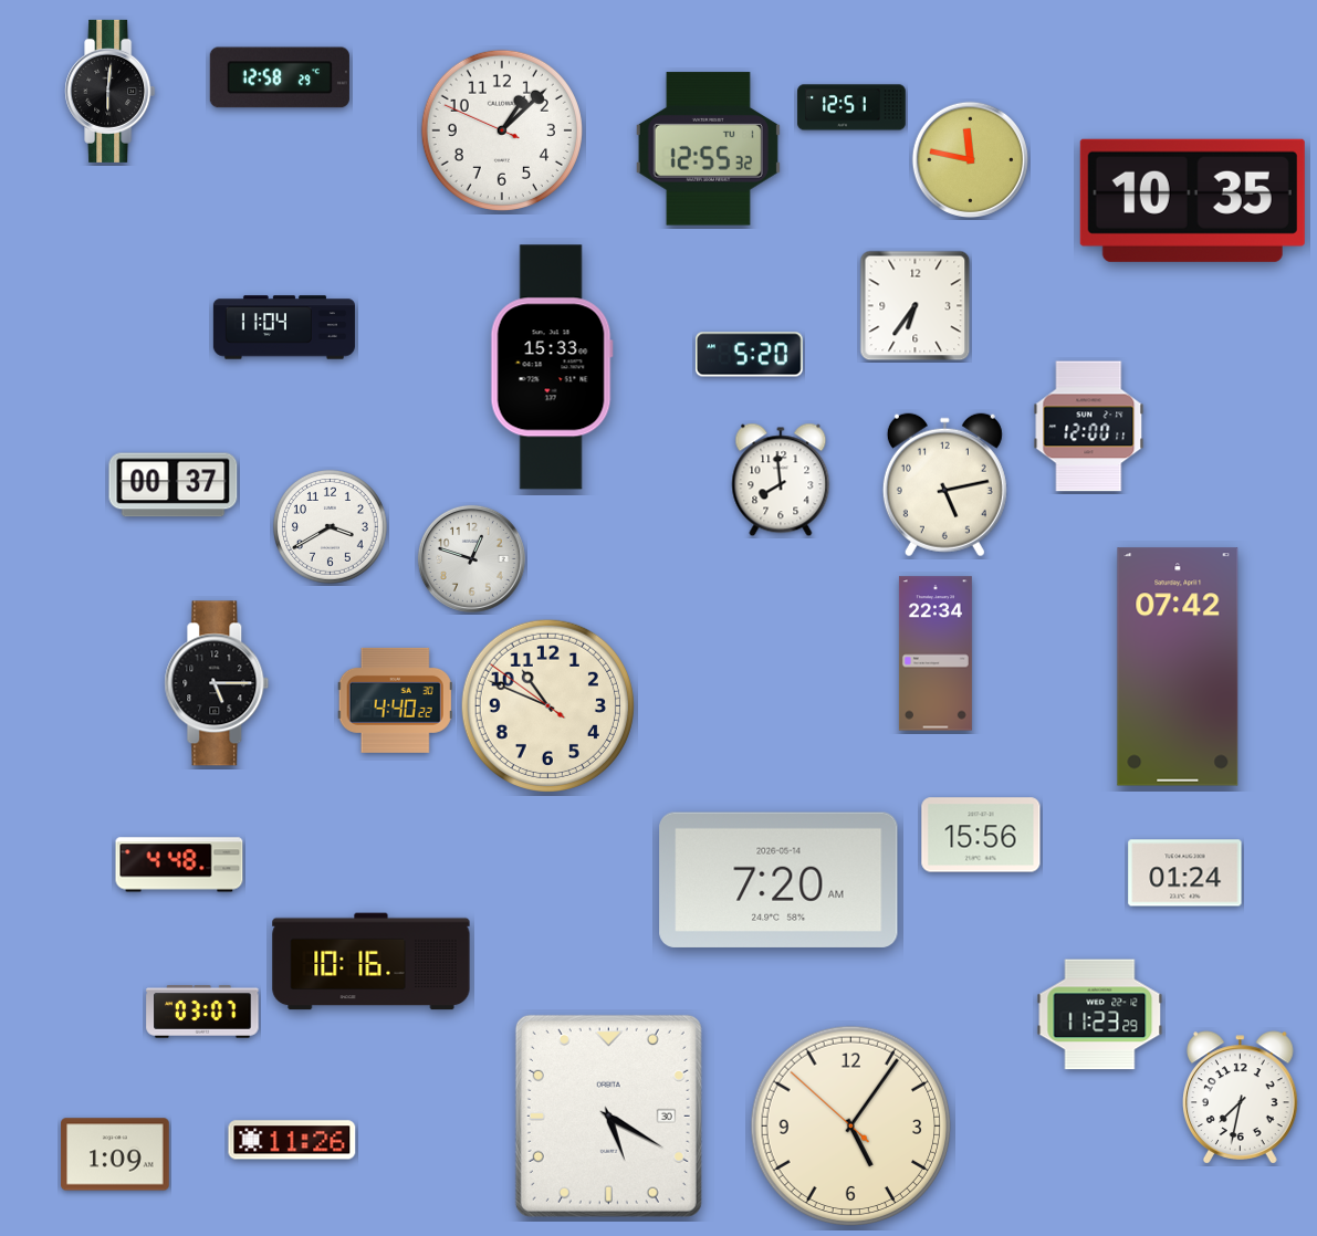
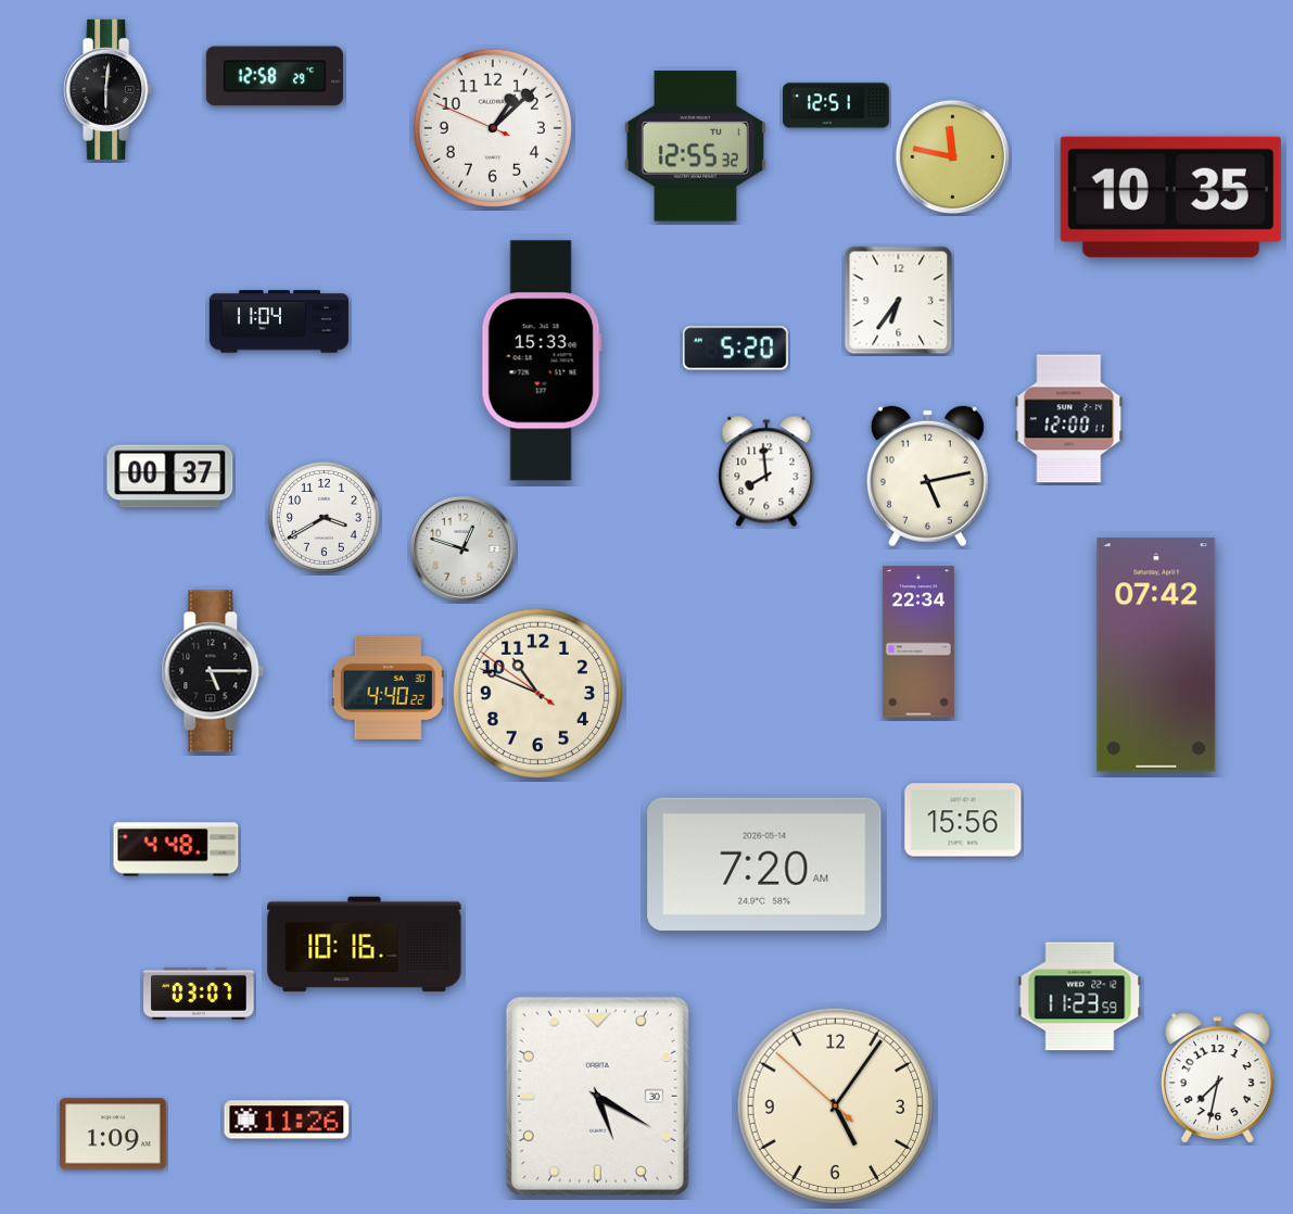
clock at (1185, 873): 01:24 -> none
clock at (1100, 1015): 11:23:29 -> 11:23:59
